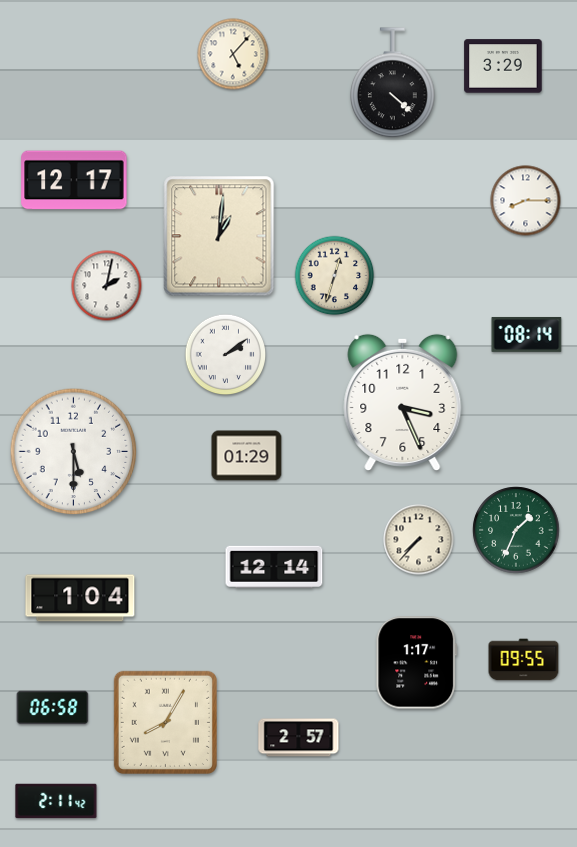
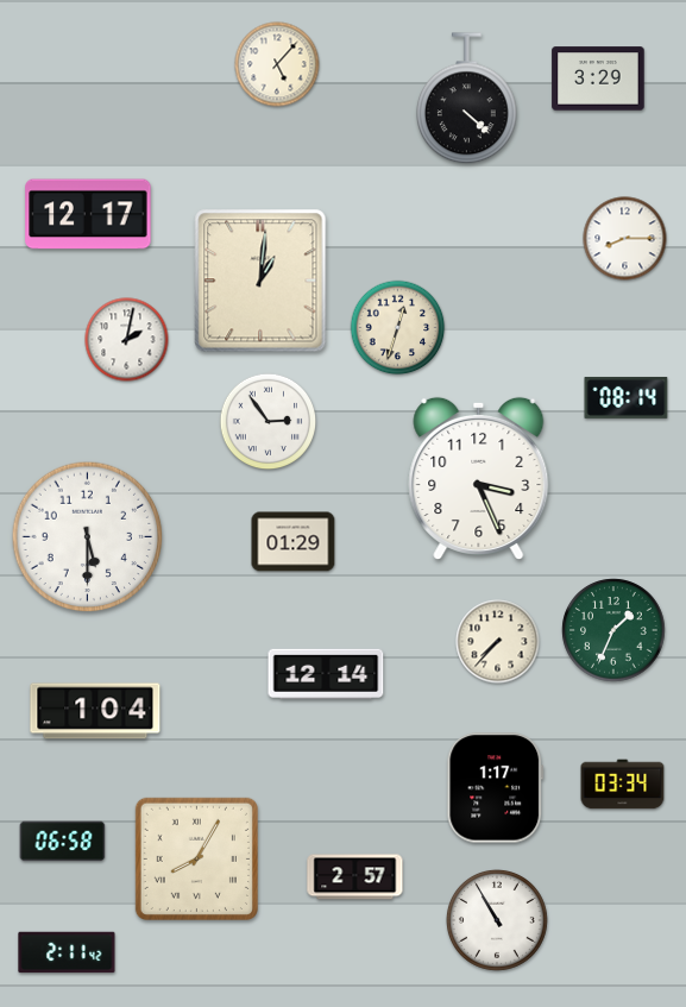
clock at (226, 355): 2:09 -> 2:54
clock at (524, 660): 09:55 -> 03:34
clock at (497, 920): none -> 10:55
